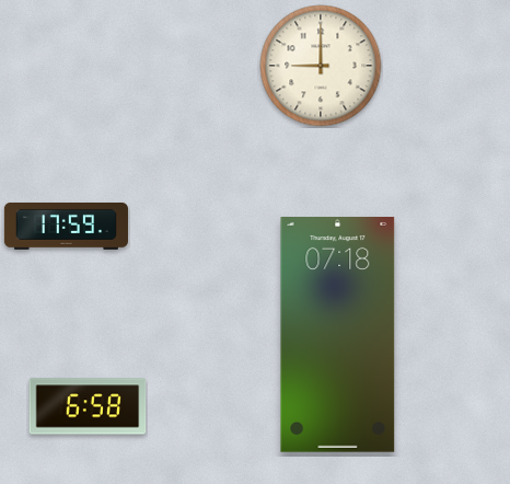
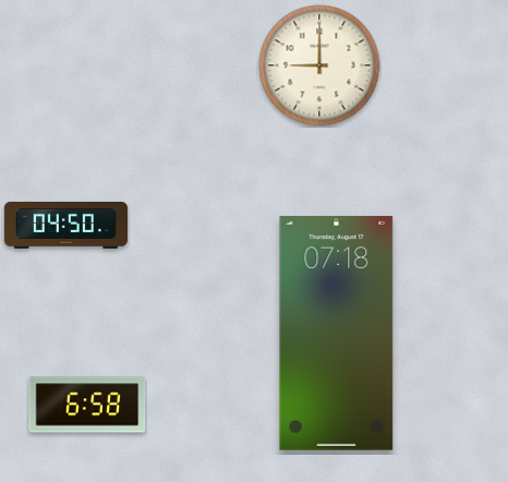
clock at (66, 226): 17:59 -> 04:50
